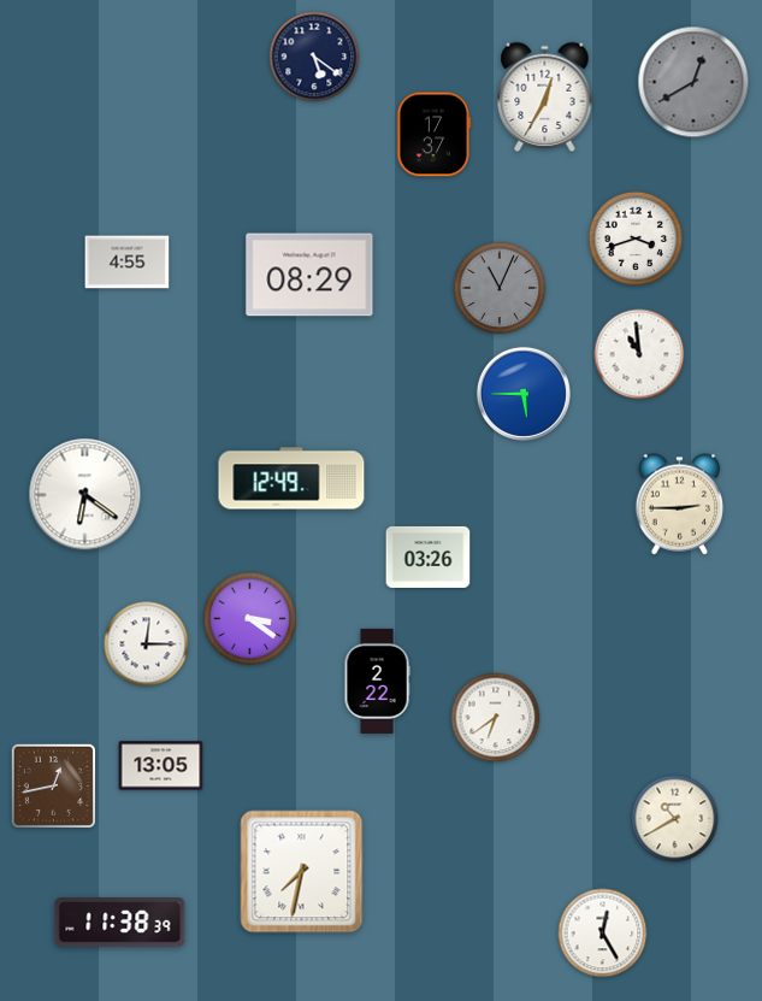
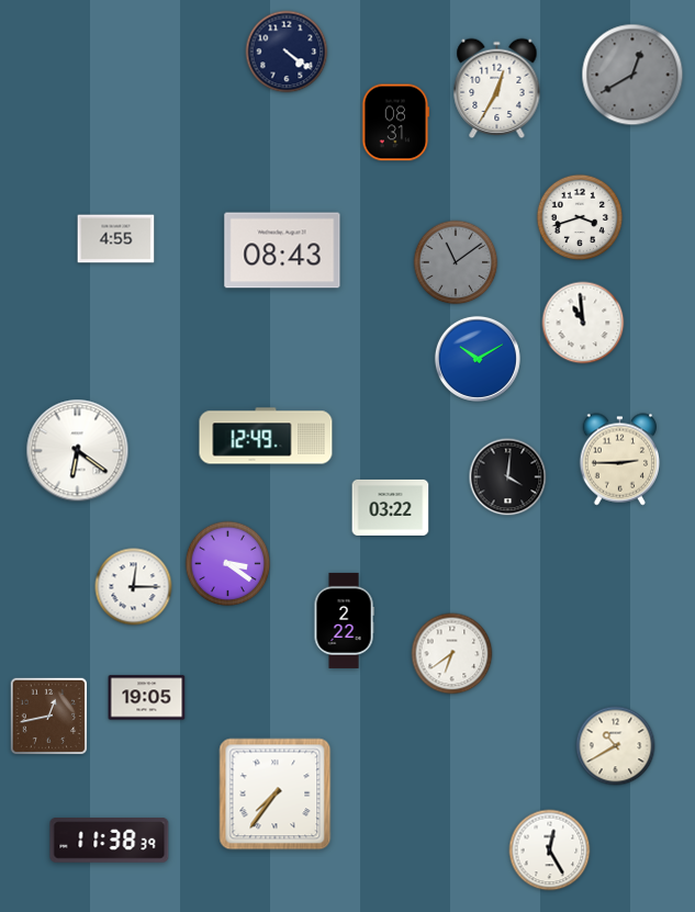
clock at (314, 57): 5:21 -> 4:21
clock at (435, 135): 17:37 -> 08:31
clock at (309, 275): 08:29 -> 08:43
clock at (500, 288): 11:04 -> 11:09
clock at (524, 394): 5:45 -> 10:10
clock at (508, 477): none -> 4:01
clock at (429, 557): 03:26 -> 03:22
clock at (161, 766): 13:05 -> 19:05
clock at (302, 872): 7:32 -> 7:36
